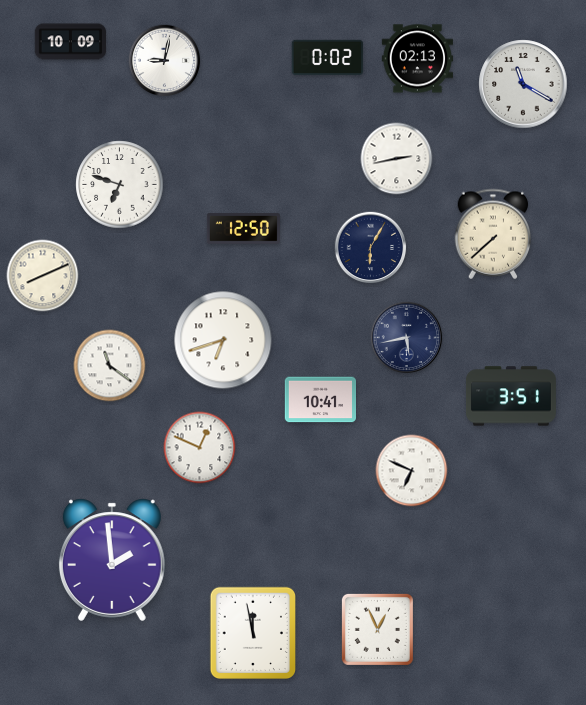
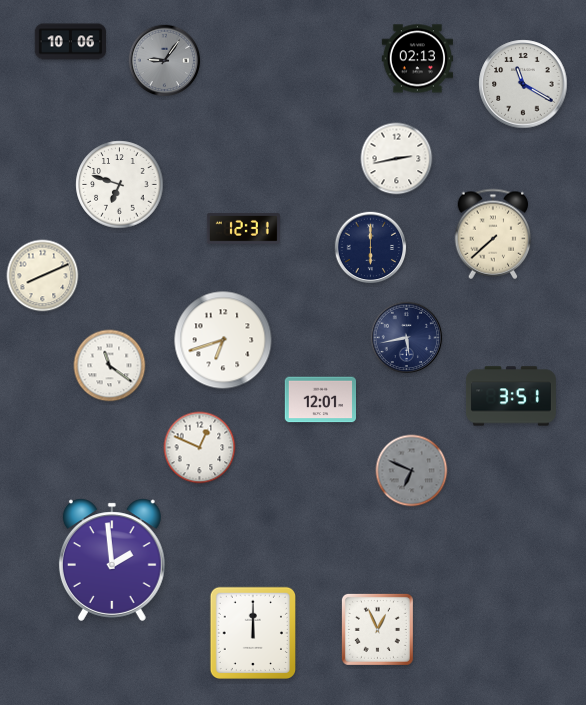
clock at (71, 42): 10:09 -> 10:06
clock at (327, 57): 0:02 -> none
clock at (165, 61): 9:02 -> 9:06
clock at (165, 61) dial: white -> grey
clock at (243, 229): 12:50 -> 12:31
clock at (371, 248): 6:05 -> 6:00
clock at (320, 400): 10:41 -> 12:01
clock at (412, 471) dial: white -> grey
clock at (252, 632): 11:58 -> 12:00
